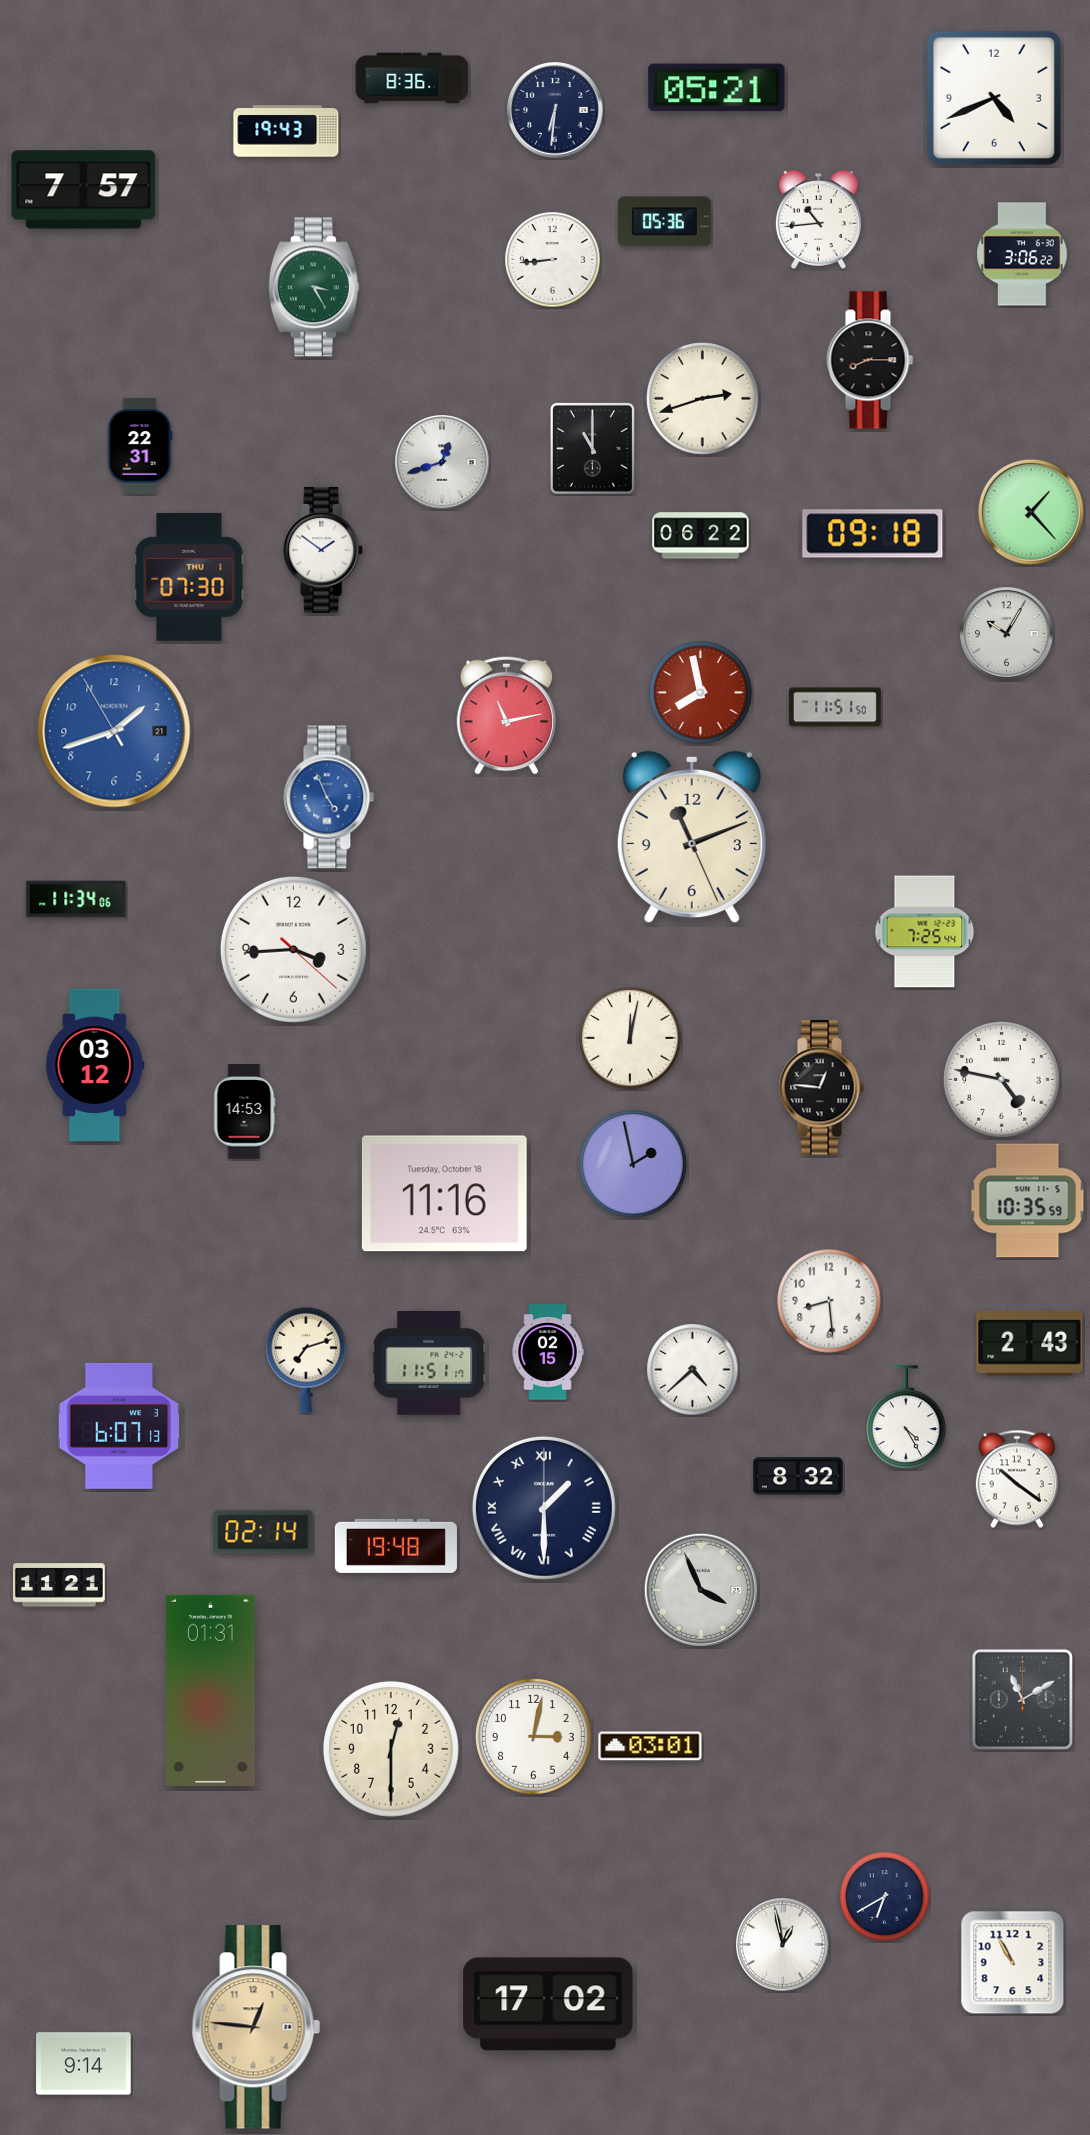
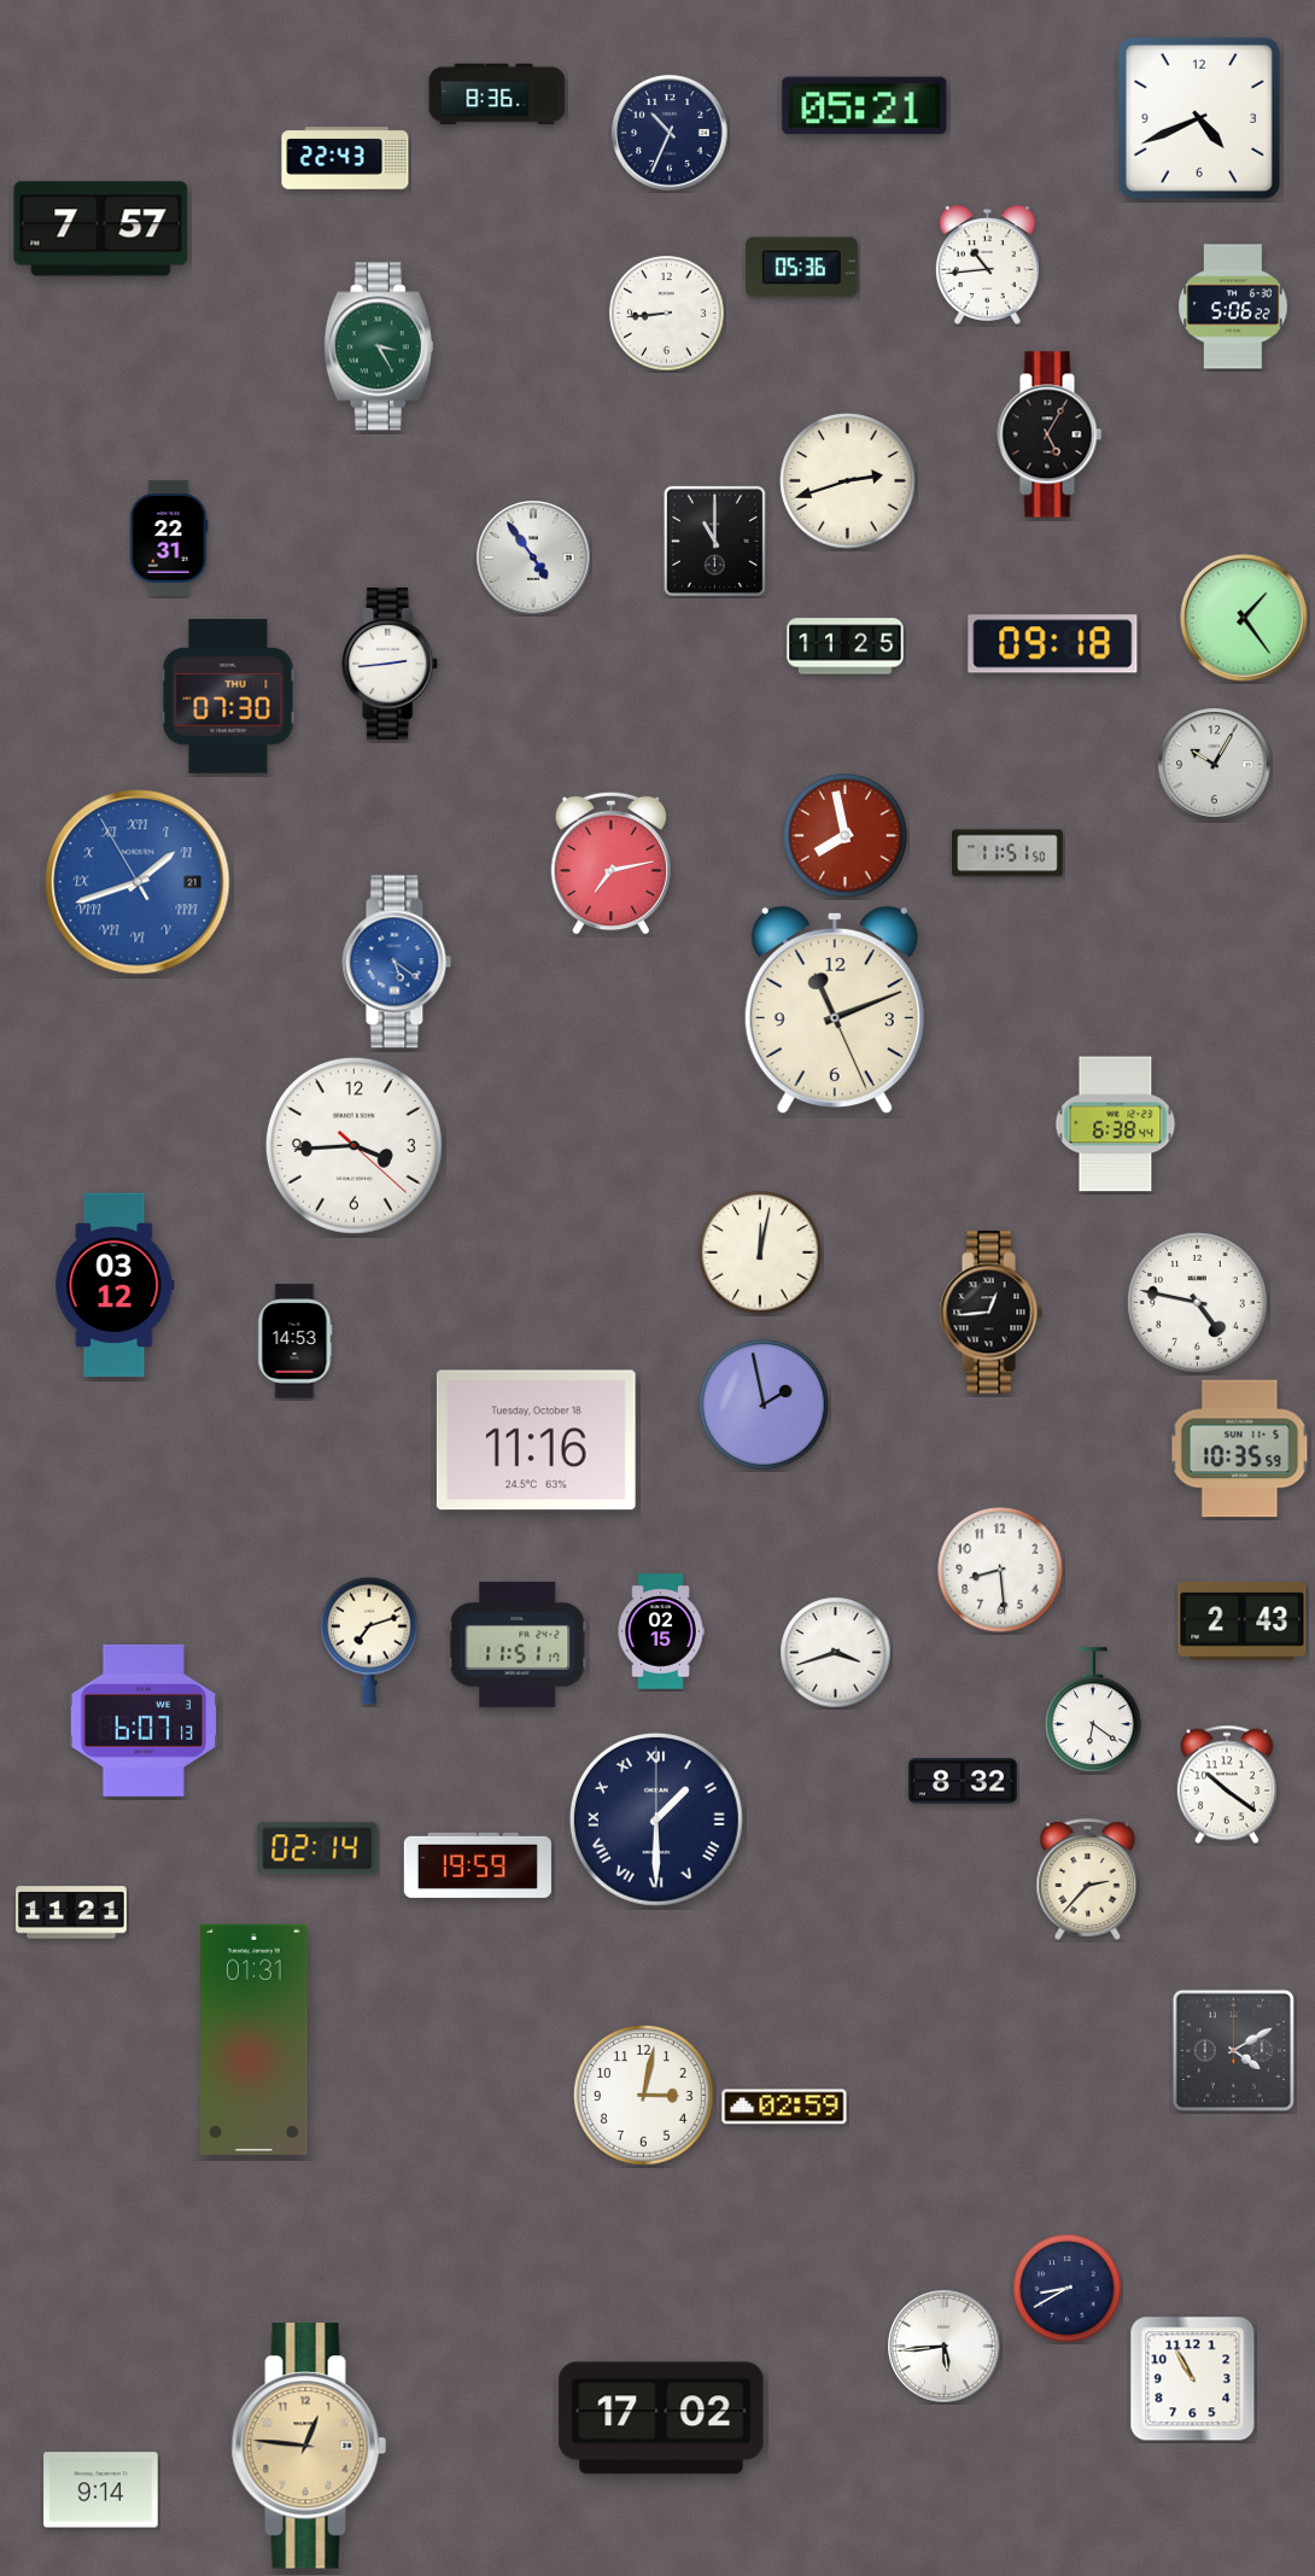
clock at (555, 110): 6:31 -> 10:34
clock at (286, 131): 19:43 -> 22:43
clock at (1022, 254): 3:06 -> 5:06
clock at (870, 360): 8:15 -> 5:05
clock at (442, 462): 12:42 -> 4:54
clock at (1031, 512): 1:23 -> 1:24
clock at (701, 536): 06:22 -> 11:25
clock at (324, 550): 1:51 -> 2:44
clock at (506, 715): 11:13 -> 7:13
clock at (114, 731) numerals: Arabic -> Roman
clock at (329, 797): 4:56 -> 5:21
clock at (76, 899): 11:34 -> none
clock at (925, 932): 7:25 -> 6:38
clock at (1002, 1080) position: (1002, 1080) -> (1198, 1303)
clock at (821, 1088): 12:46 -> 12:44
clock at (693, 1370): 4:38 -> 3:42
clock at (906, 1417): 4:25 -> 6:21
clock at (396, 1546): 19:48 -> 19:59
clock at (1088, 1879): none -> 2:37
clock at (701, 1590): 3:56 -> none
clock at (1022, 1699): 11:10 -> 4:10
clock at (650, 1746): 03:01 -> 02:59
clock at (391, 1749): 12:30 -> none
clock at (885, 1897): 6:40 -> 8:40
clock at (783, 1945): 12:58 -> 5:44
clock at (1013, 1963) position: (1013, 1963) -> (1193, 2379)
